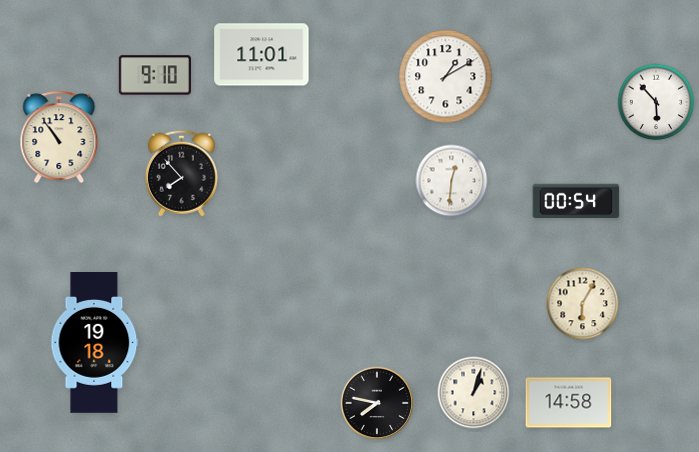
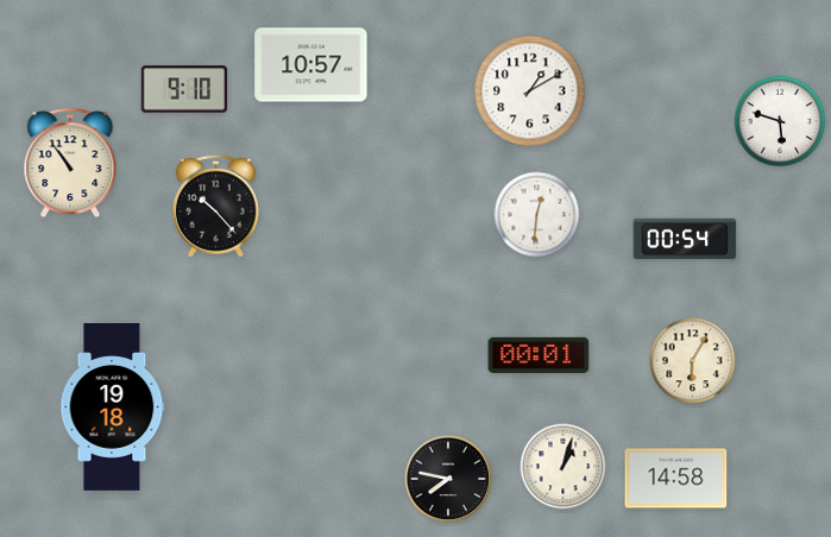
clock at (262, 55): 11:01 -> 10:57
clock at (656, 102): 5:53 -> 5:48
clock at (181, 173): 7:53 -> 10:23
clock at (539, 355): none -> 00:01
